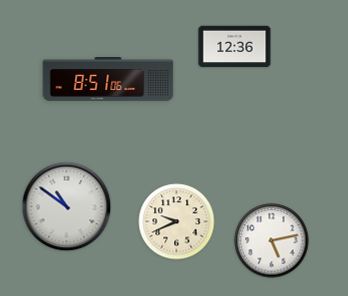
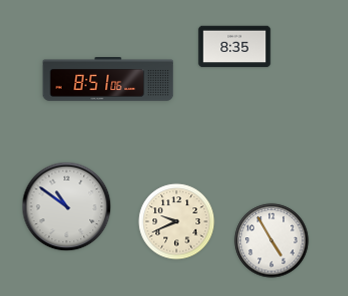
clock at (235, 47): 12:36 -> 8:35
clock at (272, 241): 5:13 -> 4:55
